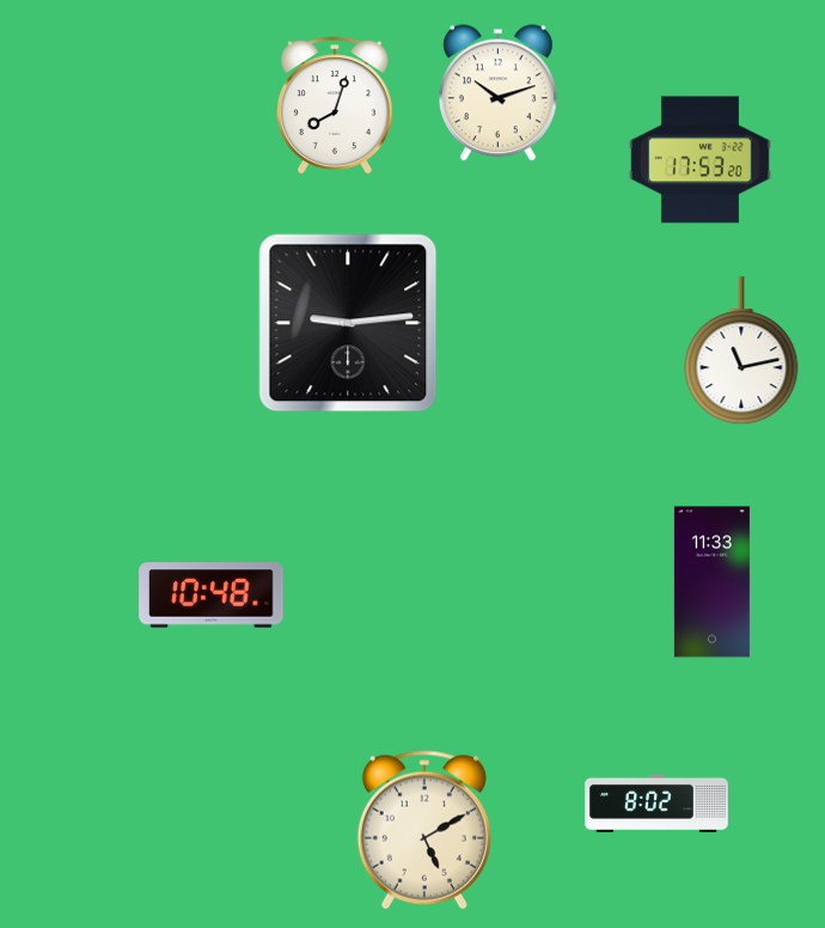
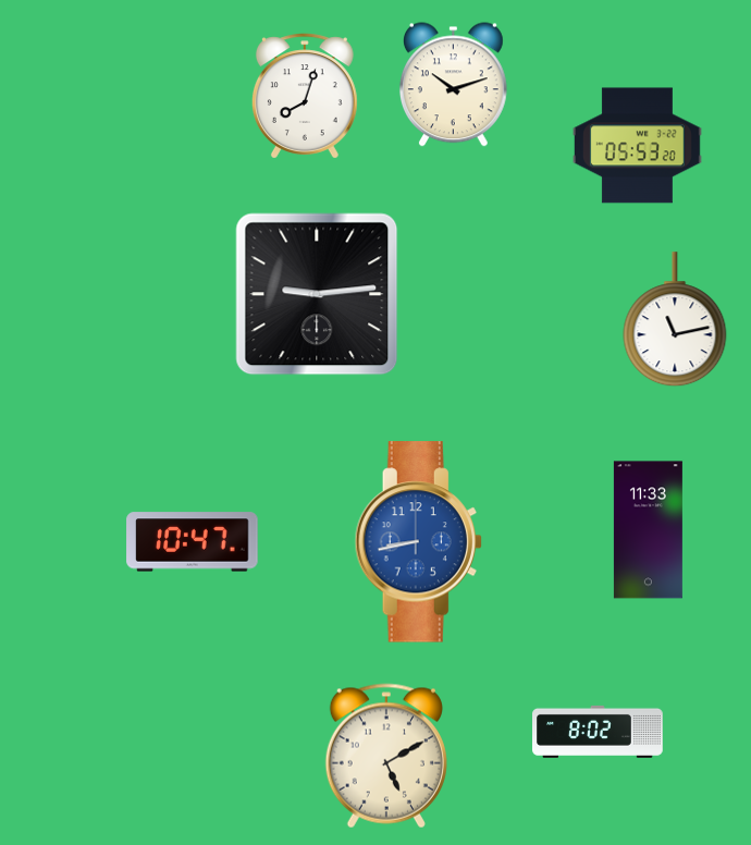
clock at (699, 160): 17:53 -> 05:53
clock at (212, 596): 10:48 -> 10:47
clock at (418, 542): none -> 8:43
